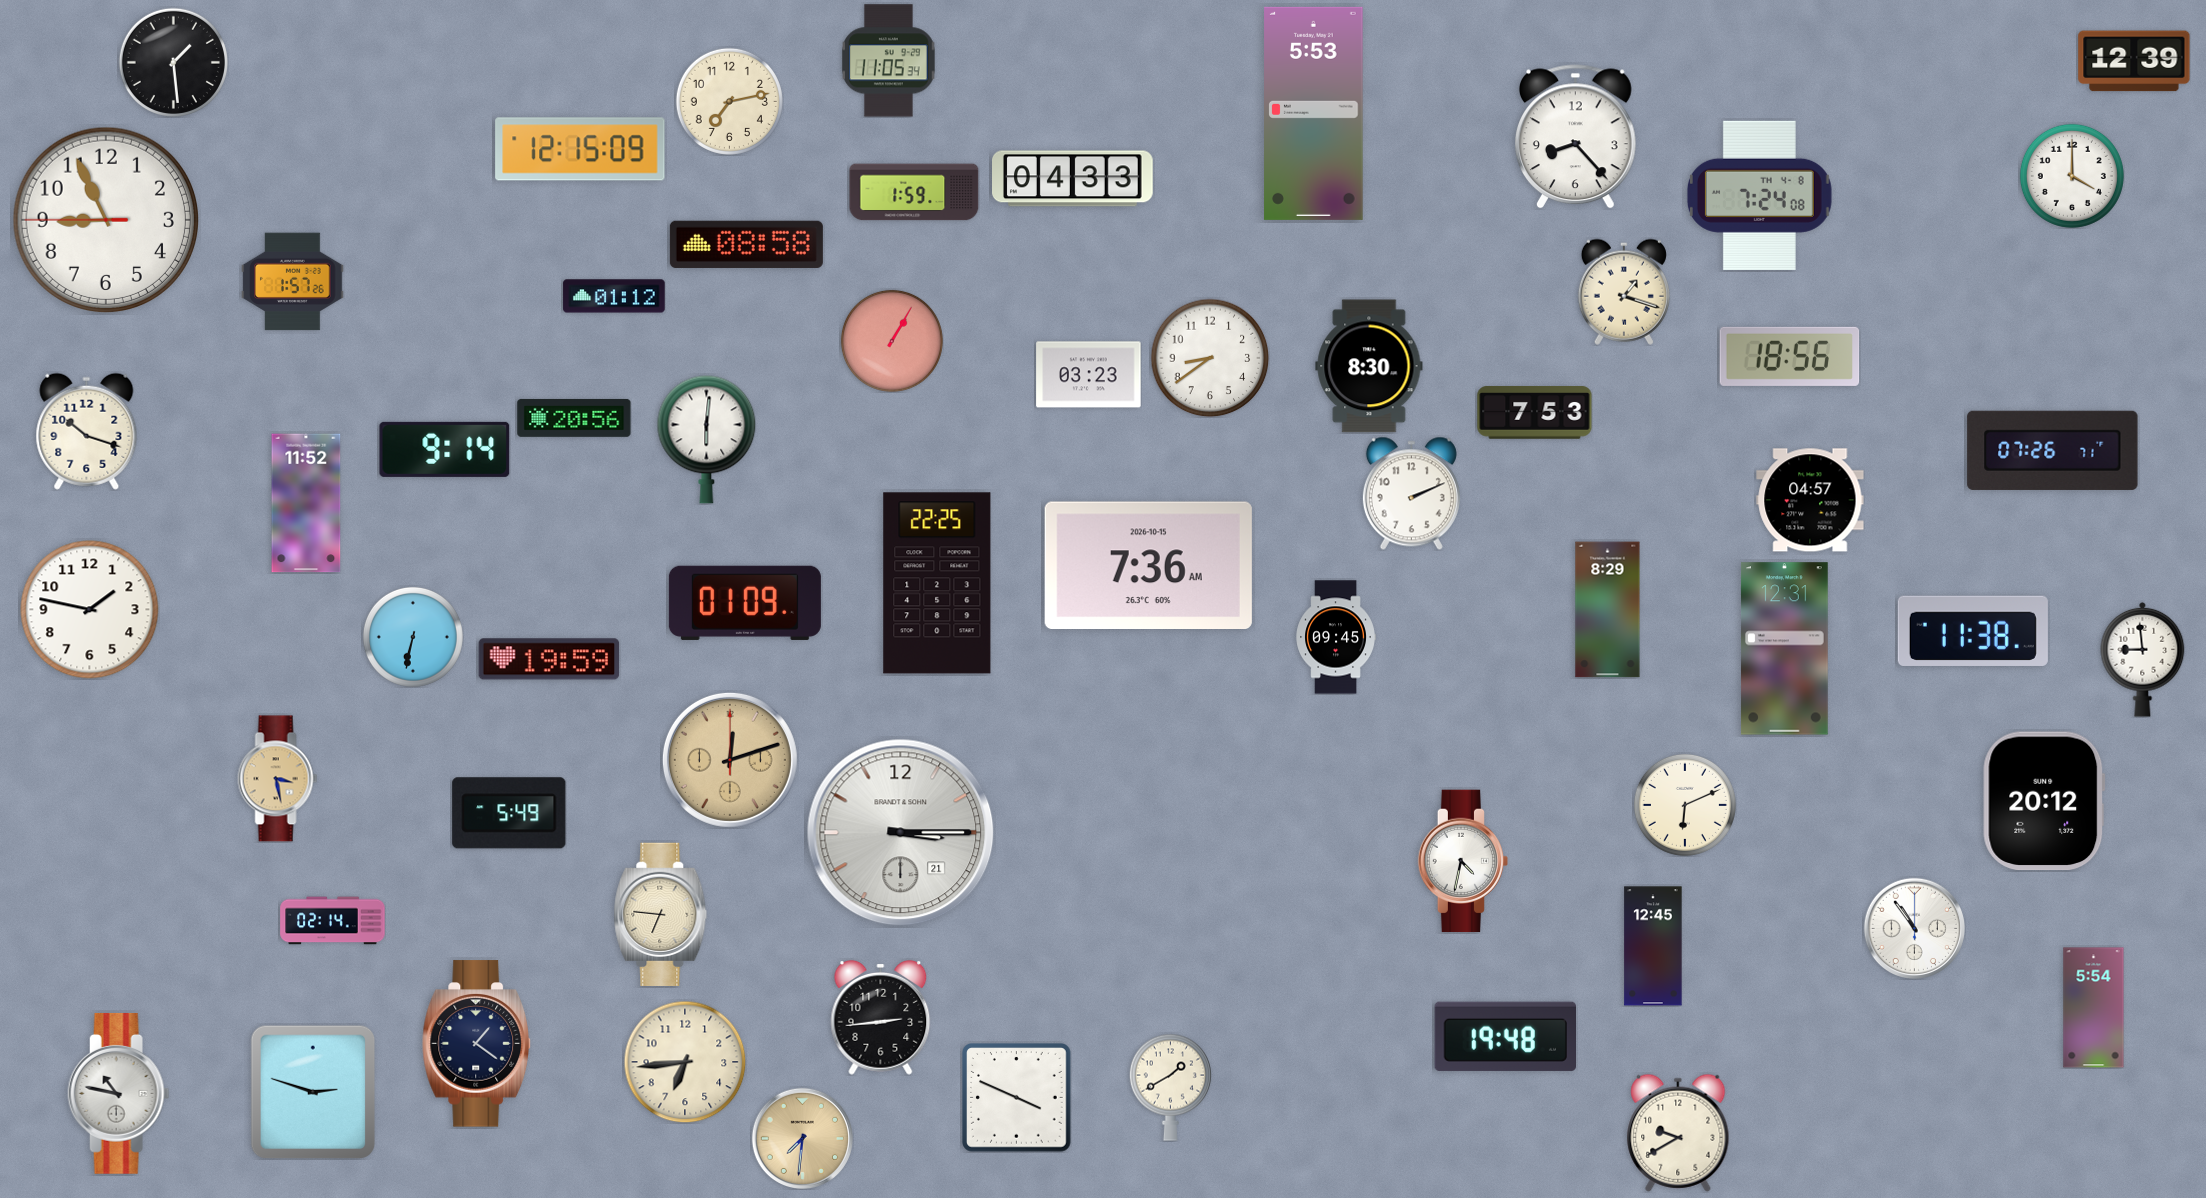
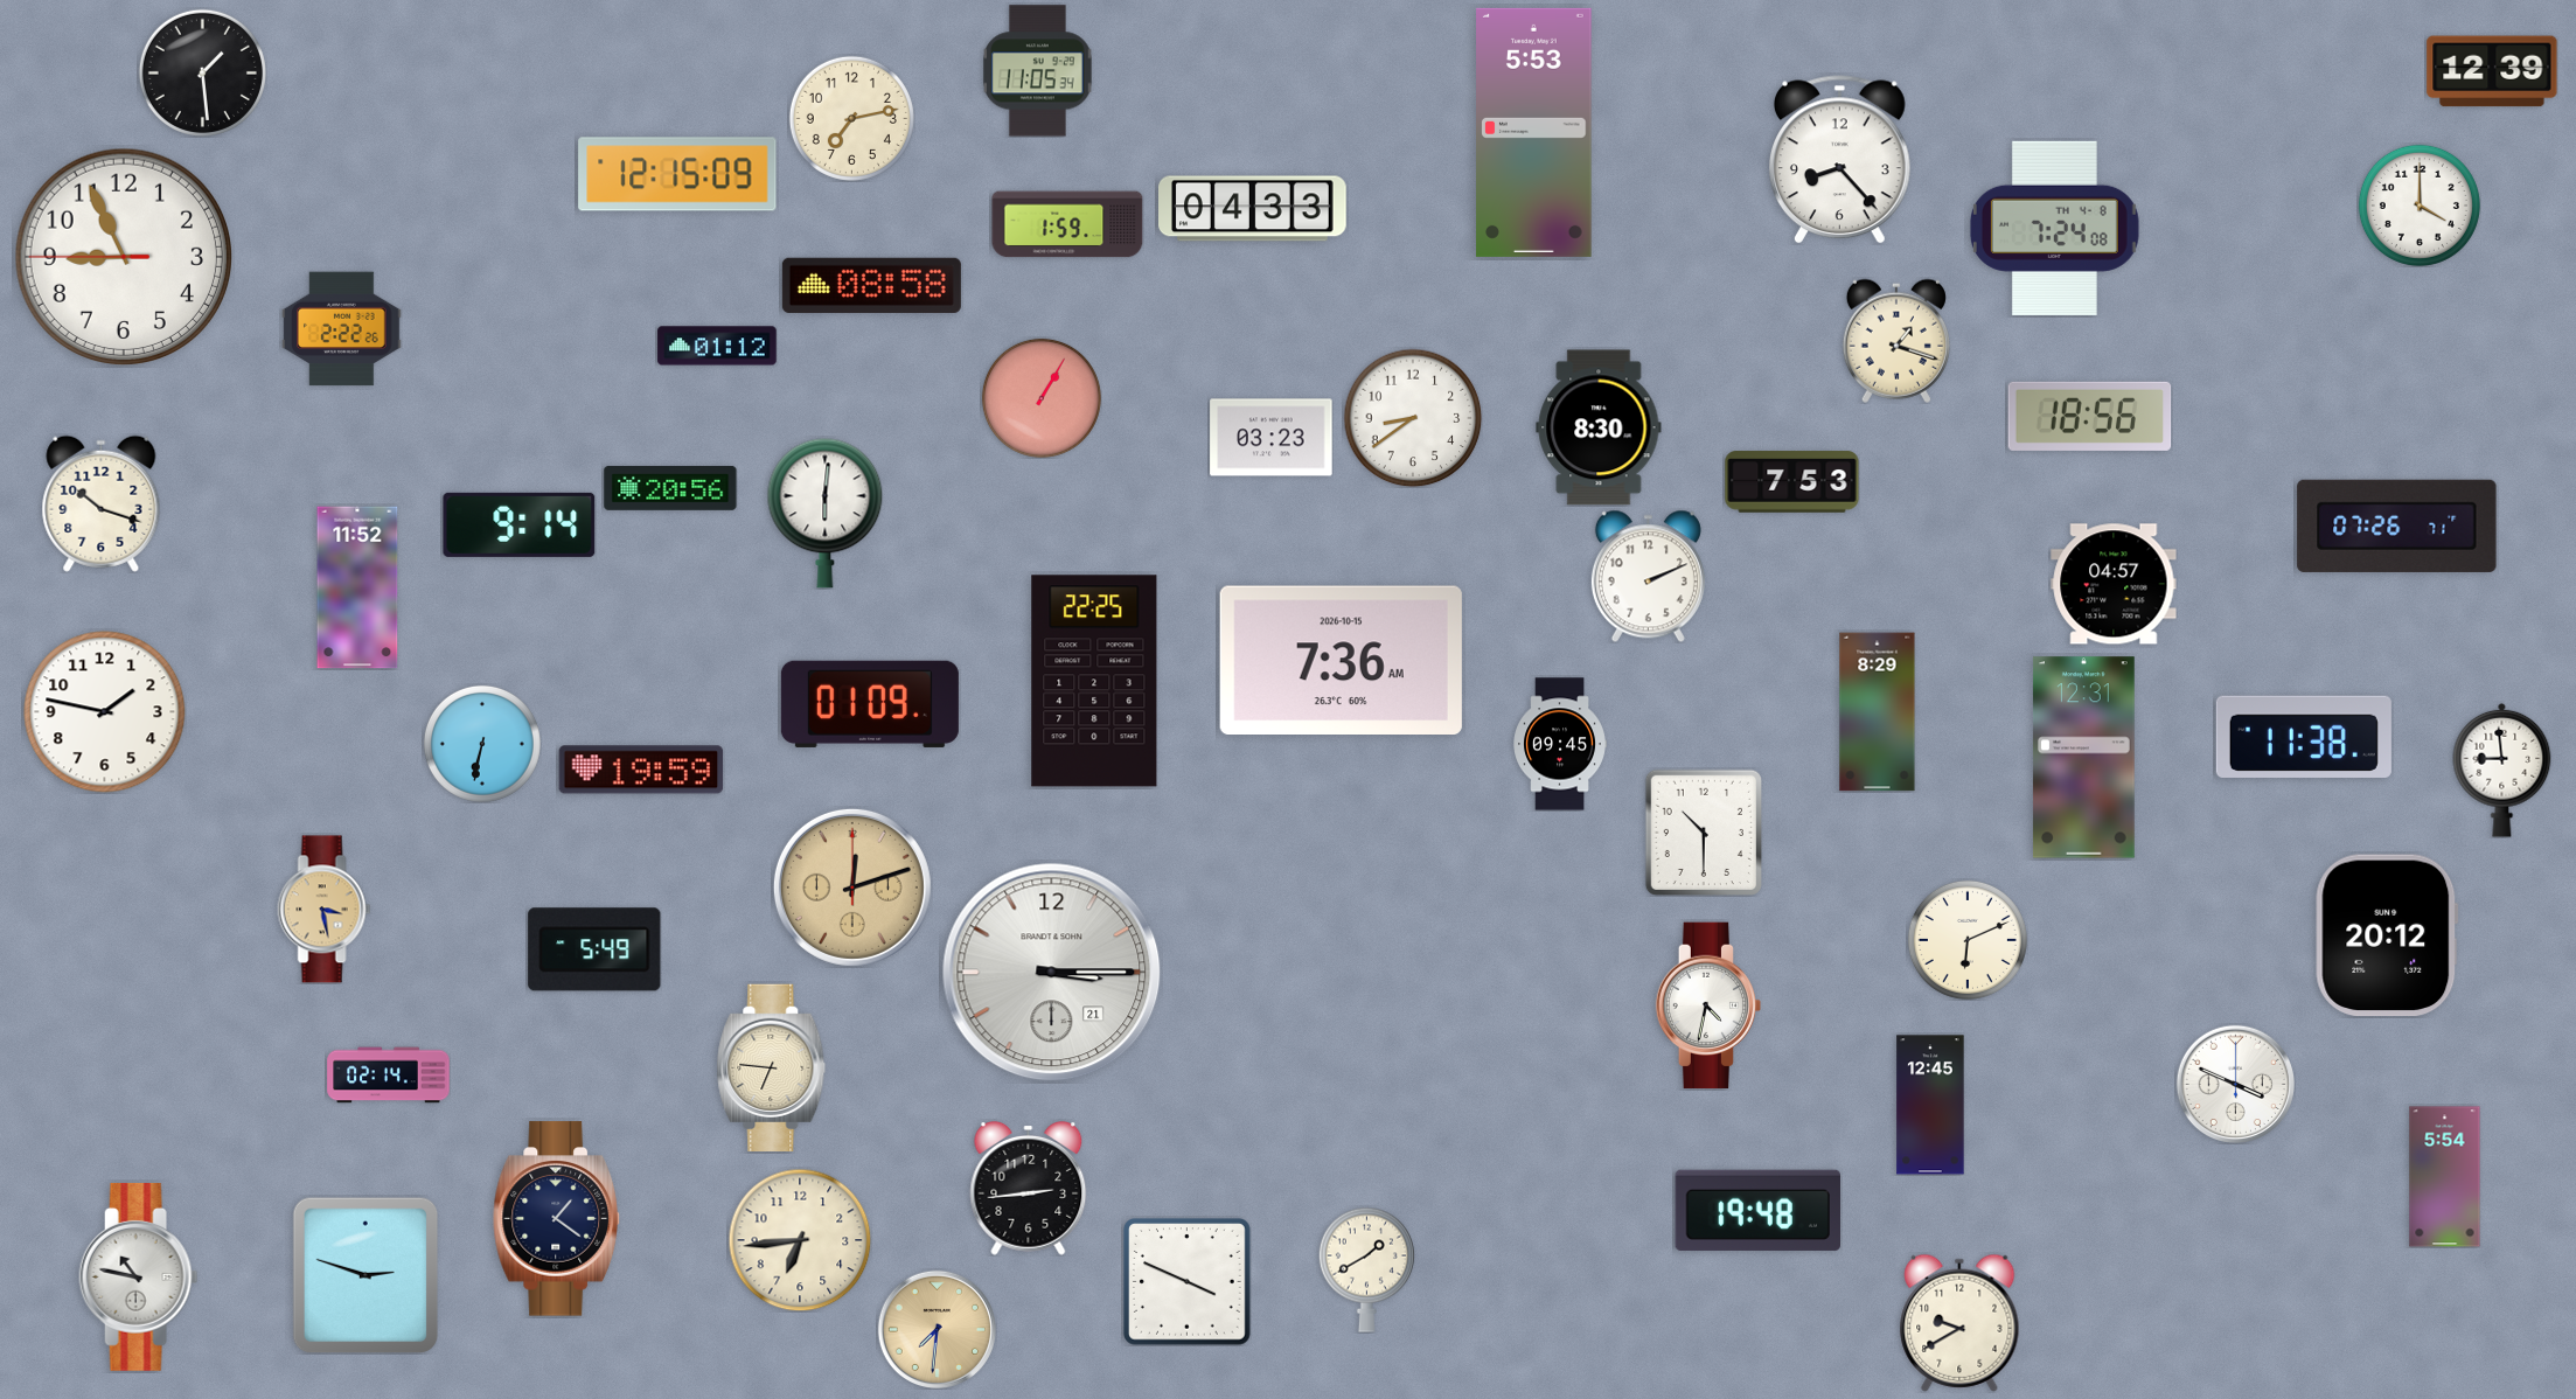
clock at (293, 282): 1:57 -> 2:22
clock at (1704, 833): none -> 10:30
clock at (1914, 928): 10:54 -> 3:49
